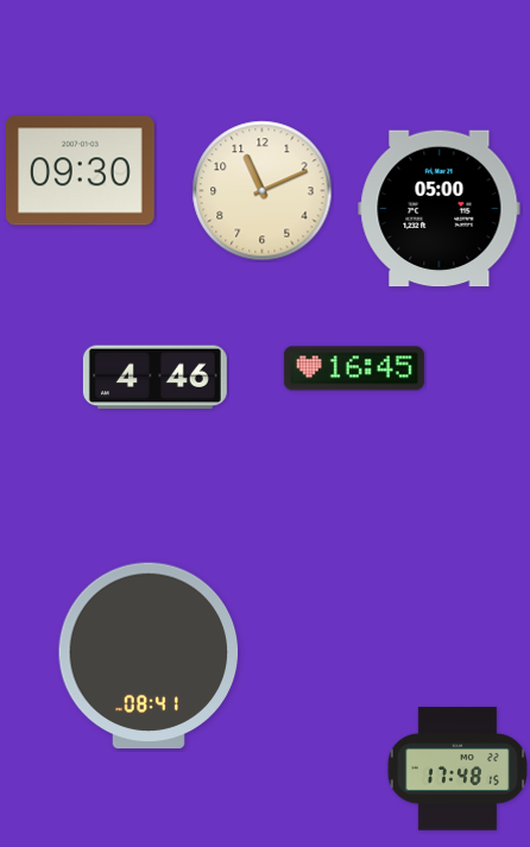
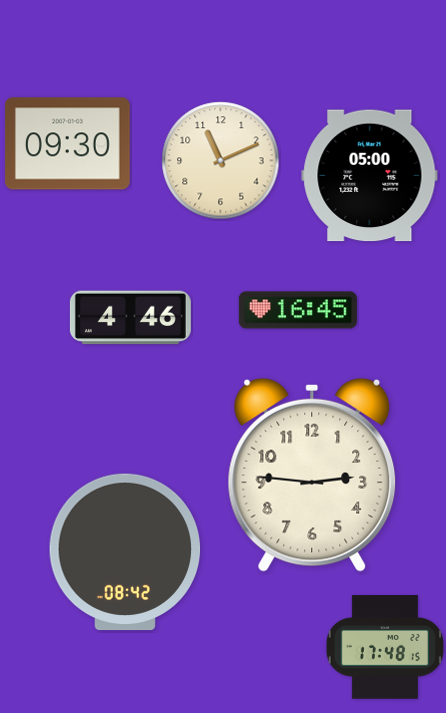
clock at (312, 475): none -> 2:46
clock at (149, 656): 08:41 -> 08:42
